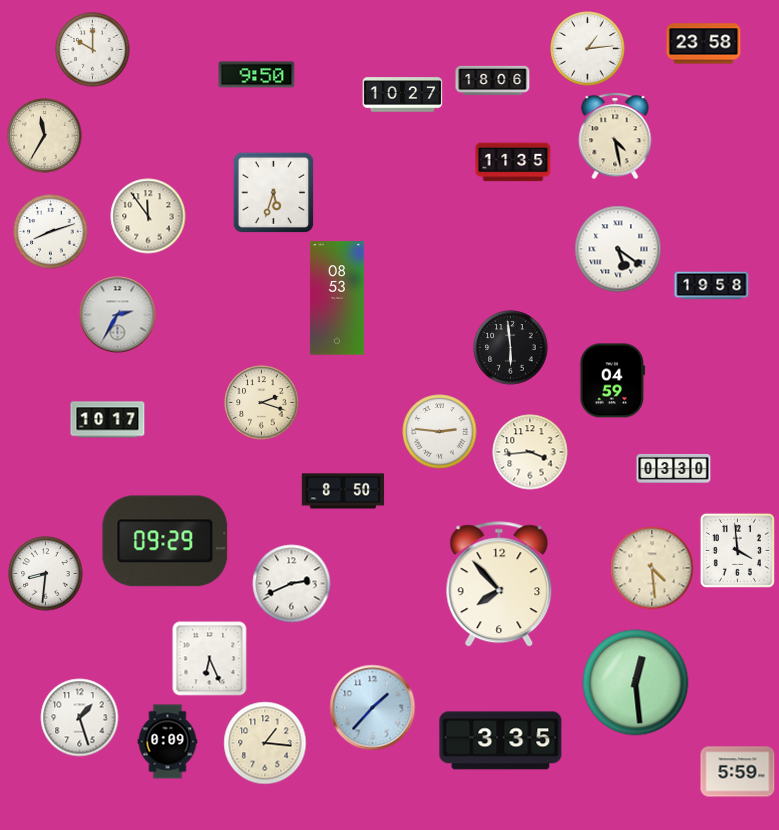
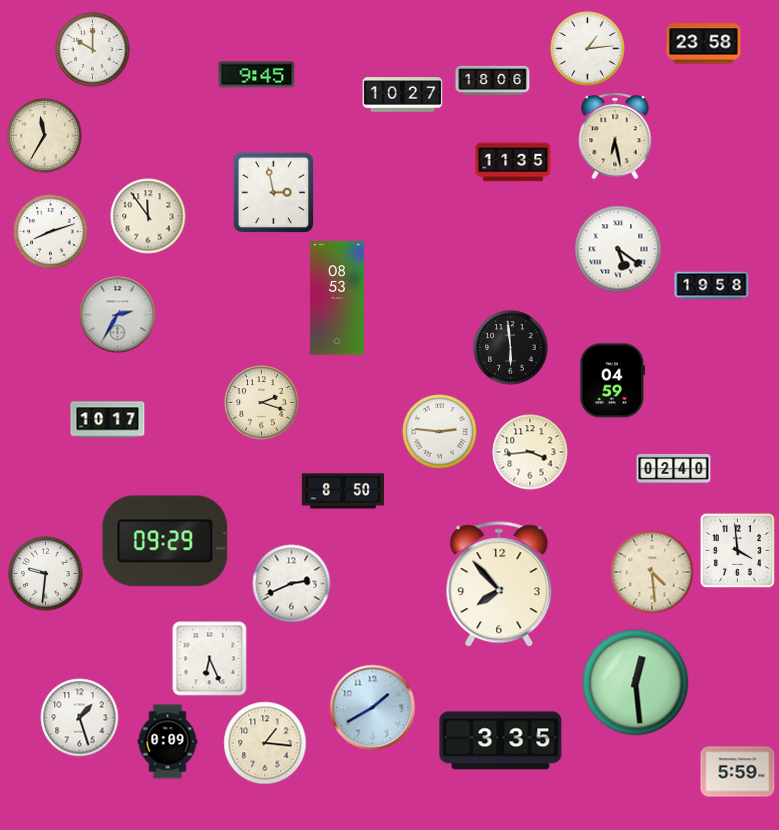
clock at (257, 75): 9:50 -> 9:45
clock at (615, 136): 4:28 -> 6:28
clock at (274, 193): 5:33 -> 2:58
clock at (674, 468): 03:30 -> 02:40
clock at (652, 568) position: (652, 568) -> (652, 572)
clock at (46, 574): 8:31 -> 9:31
clock at (373, 708): 1:37 -> 1:40
